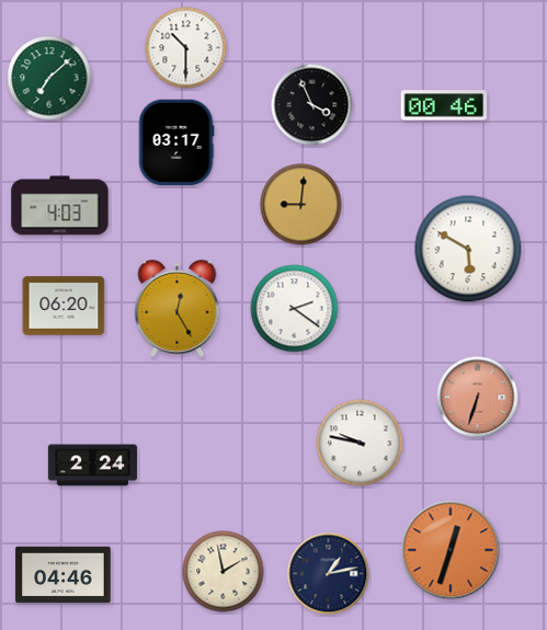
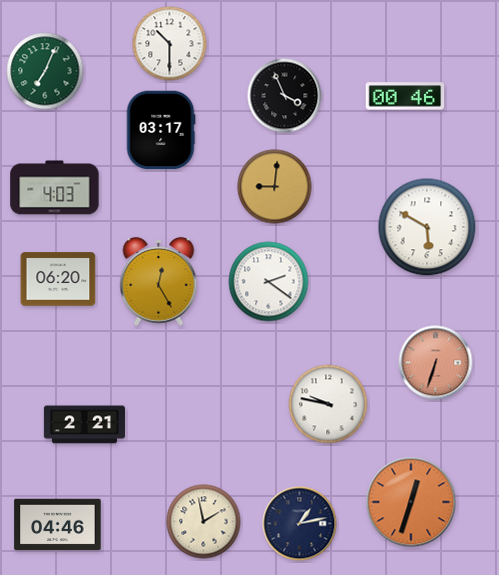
clock at (49, 78): 7:08 -> 7:04
clock at (178, 308) position: (178, 308) -> (159, 281)
clock at (92, 466): 2:24 -> 2:21
